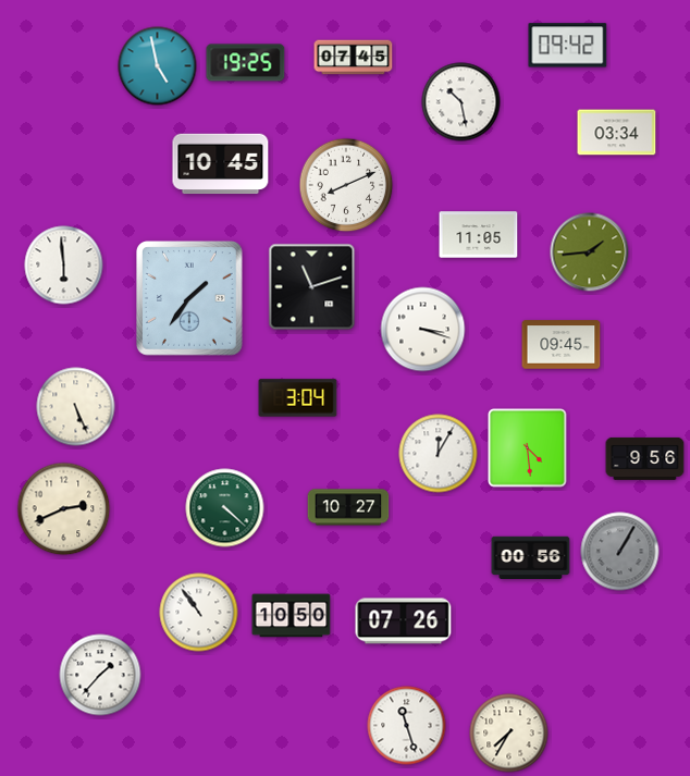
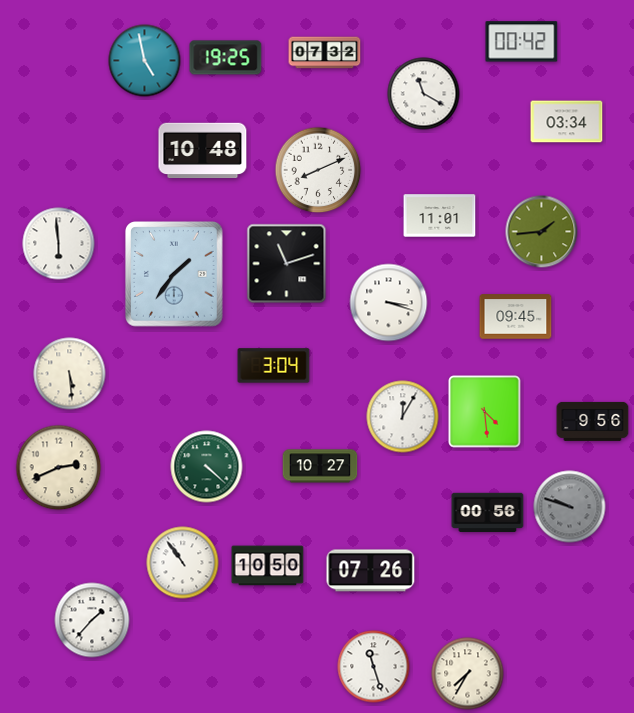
clock at (568, 46): 09:42 -> 00:42
clock at (354, 58): 07:45 -> 07:32
clock at (461, 102): 10:28 -> 11:20
clock at (221, 164): 10:45 -> 10:48
clock at (479, 235): 11:05 -> 11:01
clock at (76, 407): 5:26 -> 5:29
clock at (620, 552): 1:05 -> 9:48
